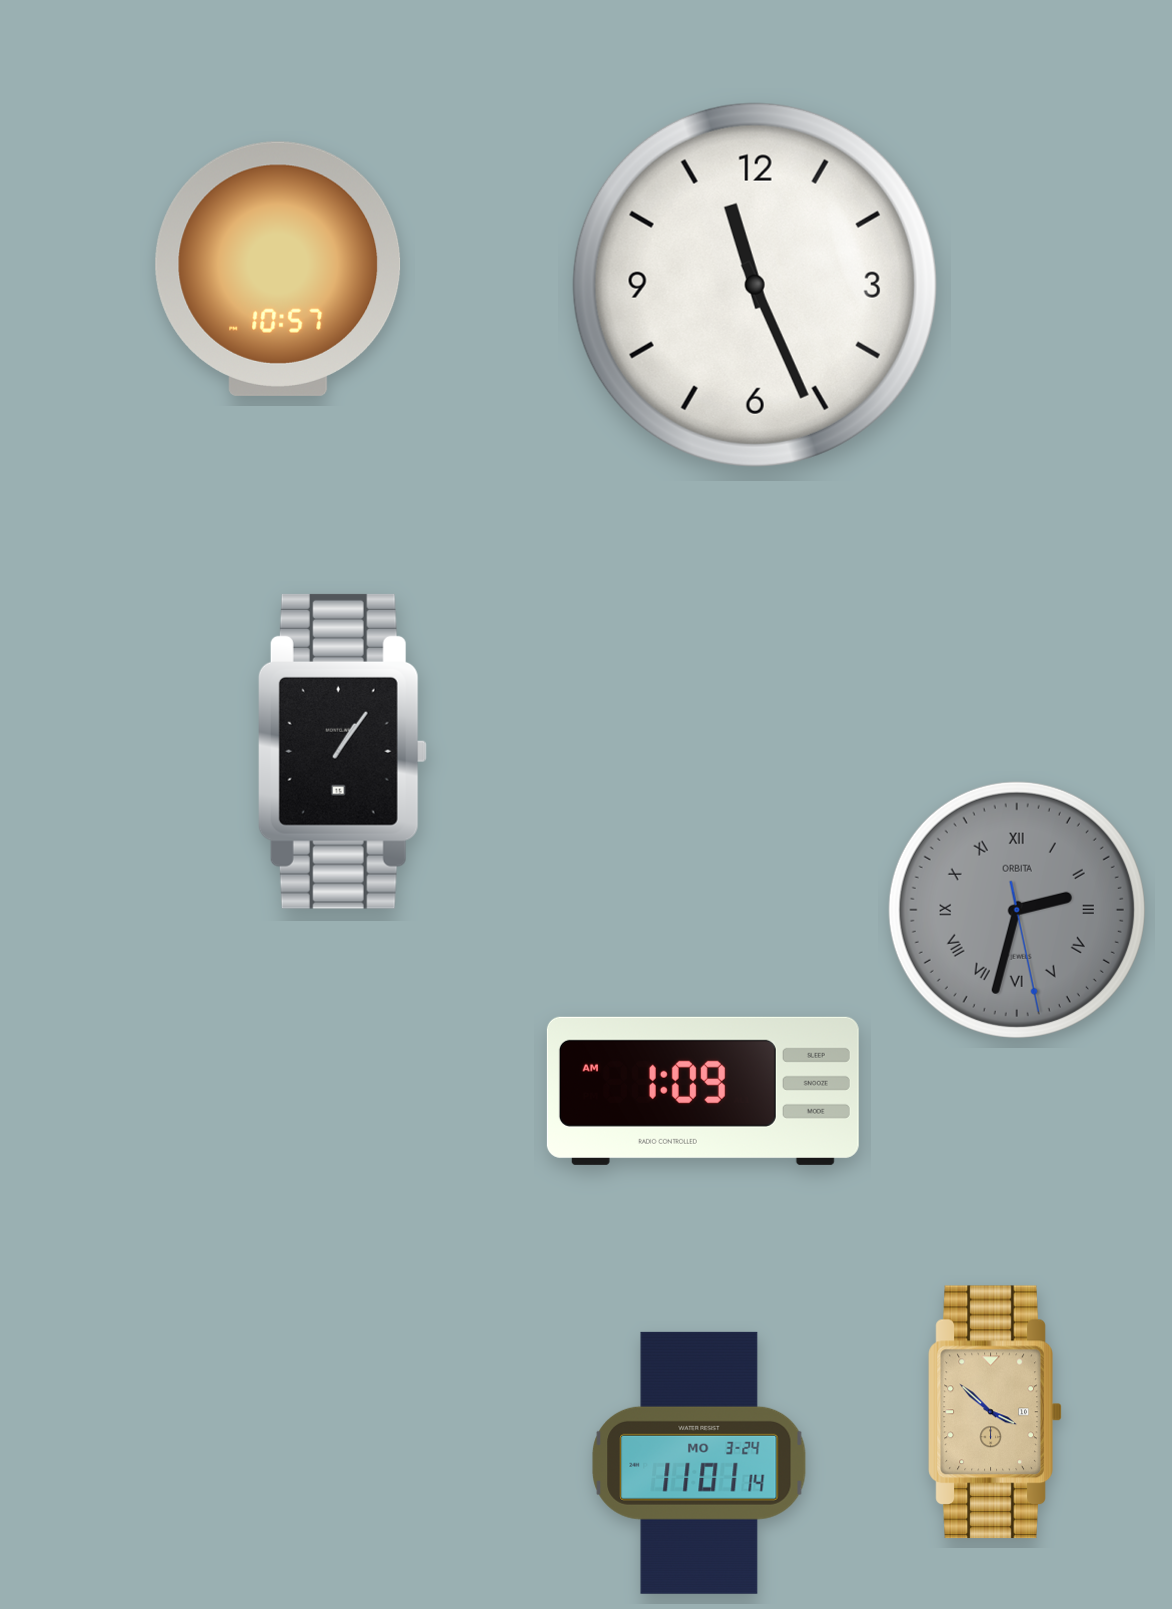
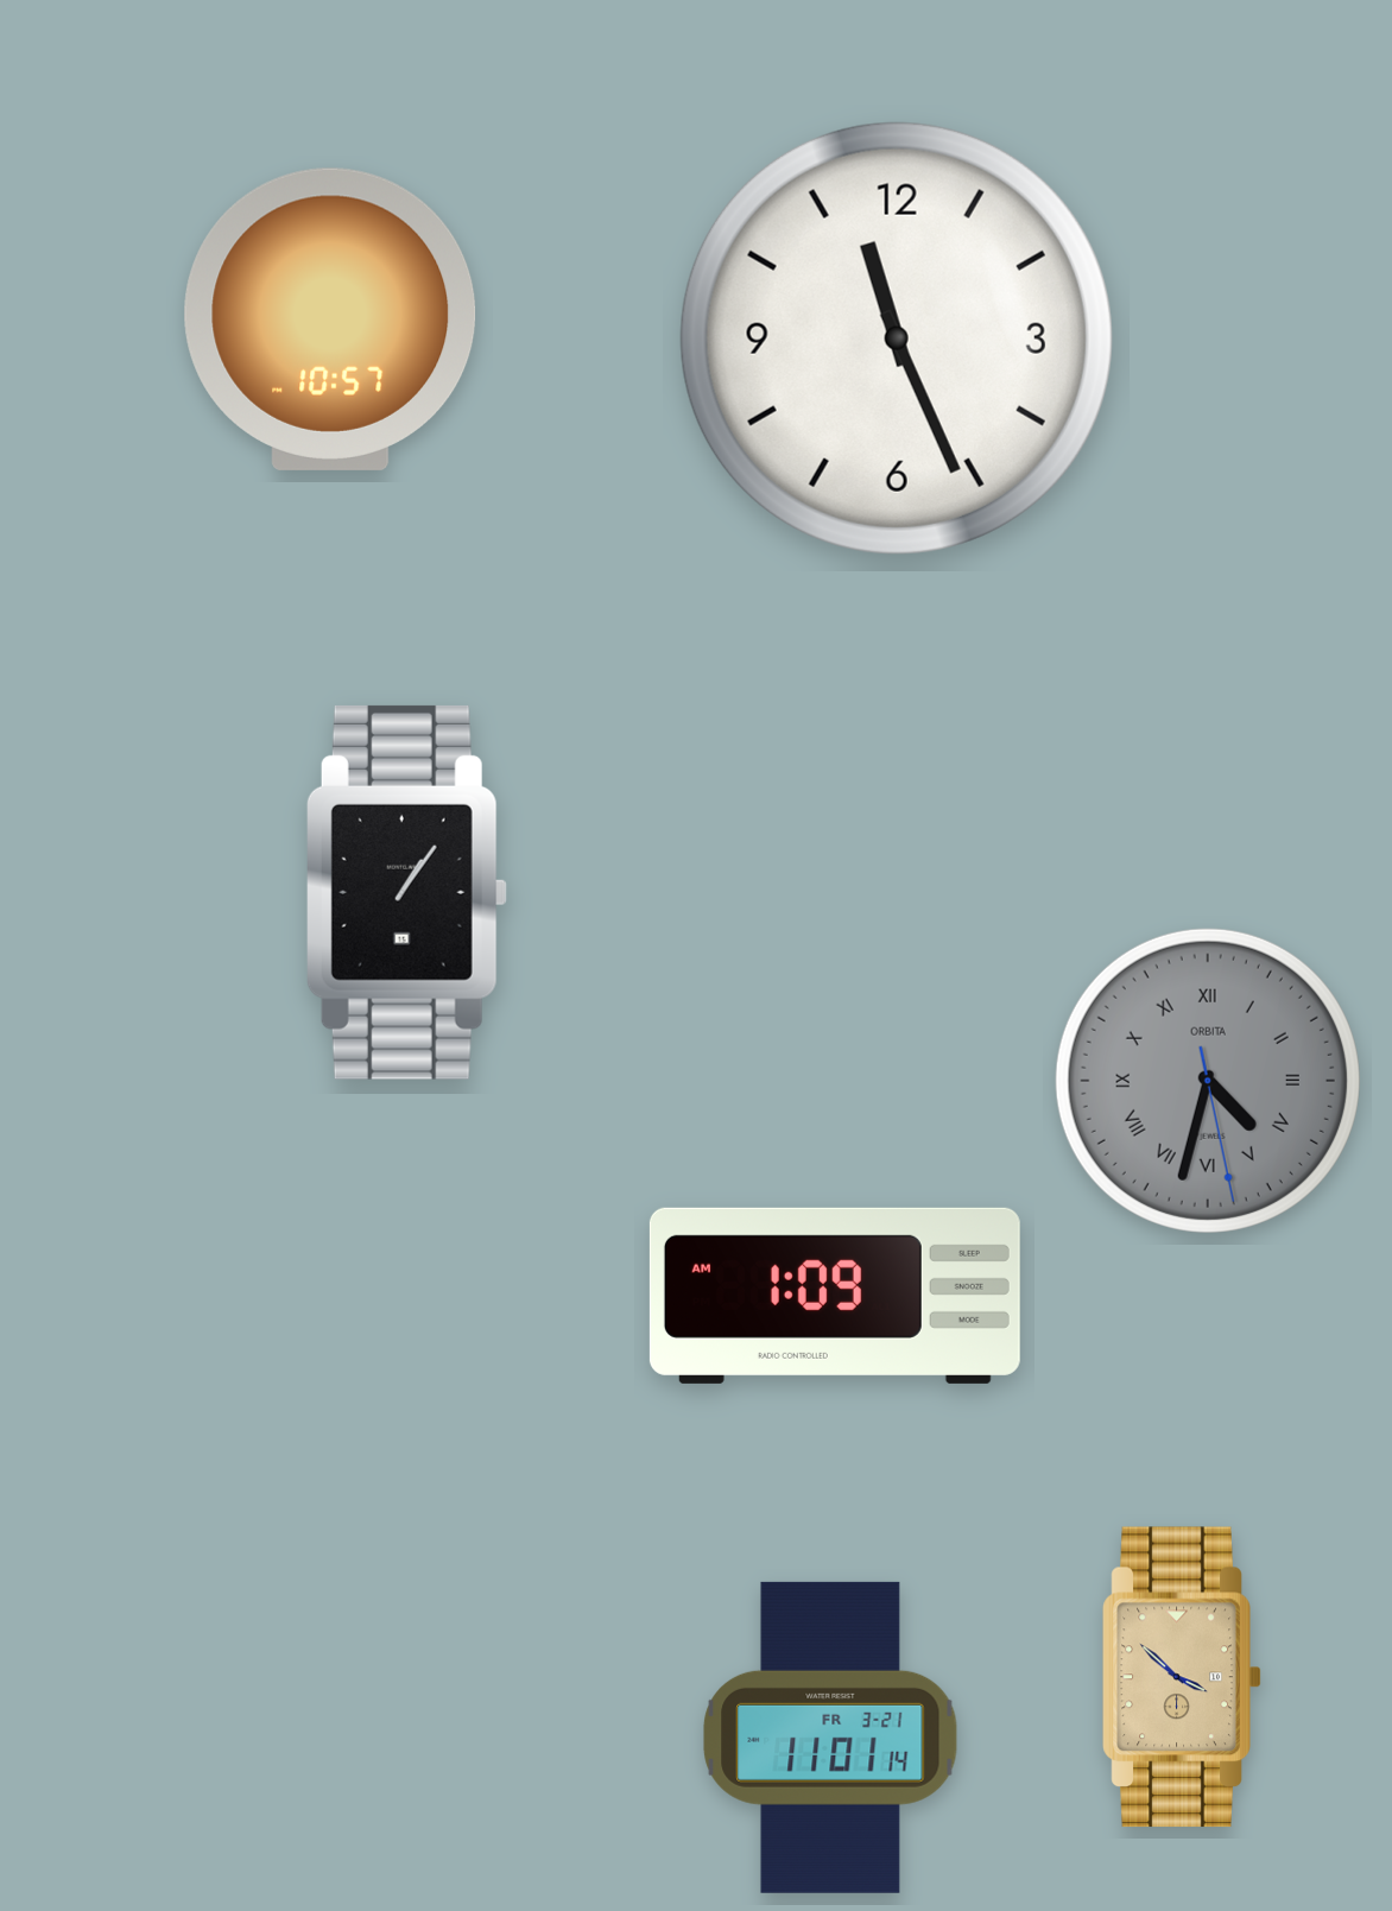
clock at (1017, 910): 2:32 -> 4:32
clock at (699, 1463) date: MO 3-24 -> FR 3-21
